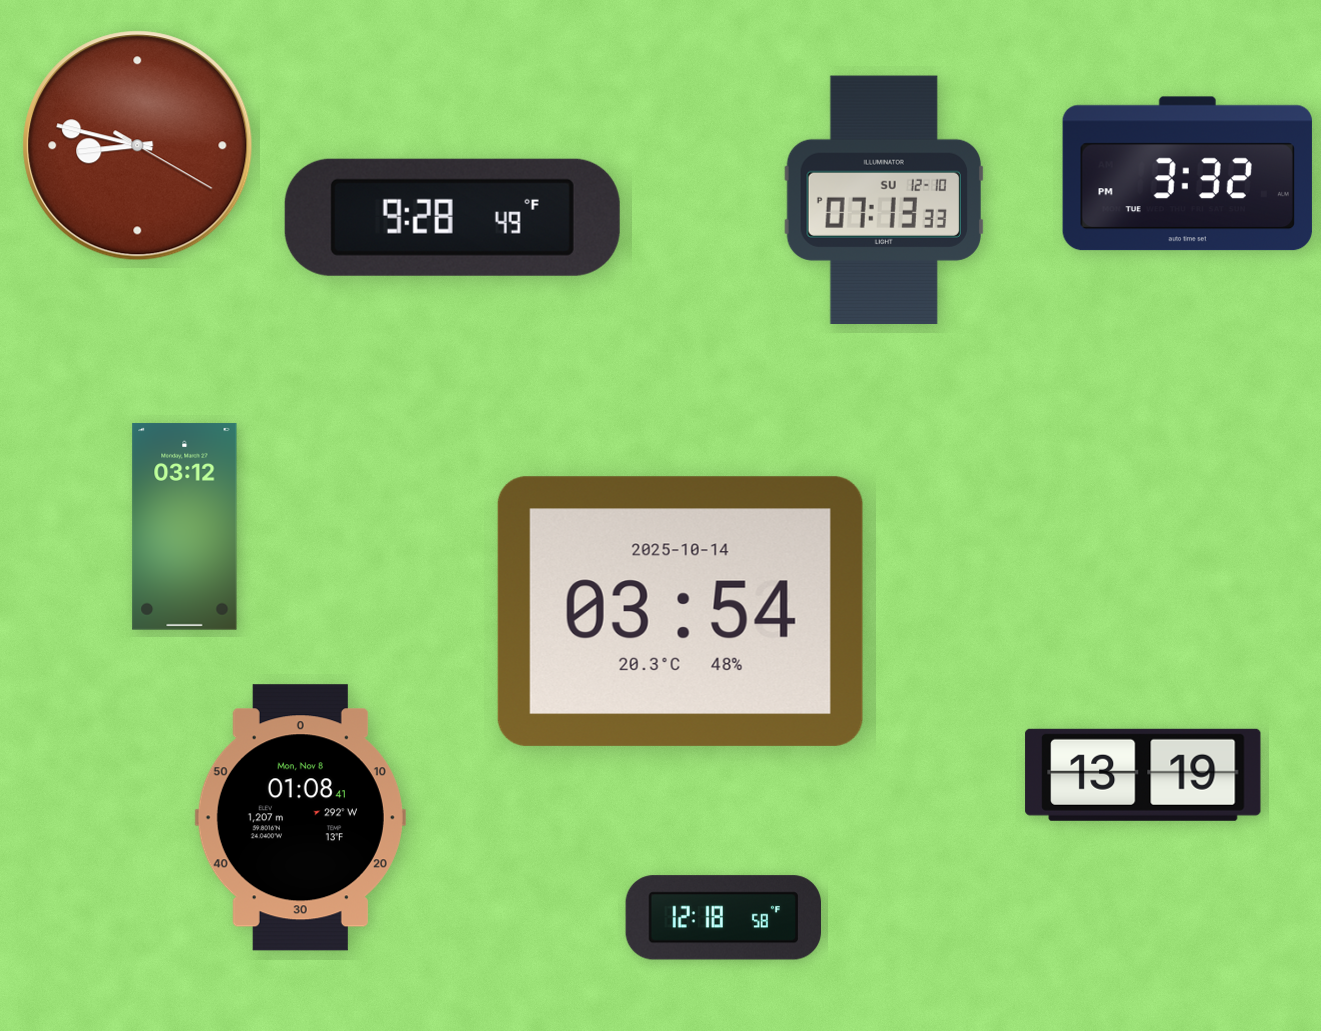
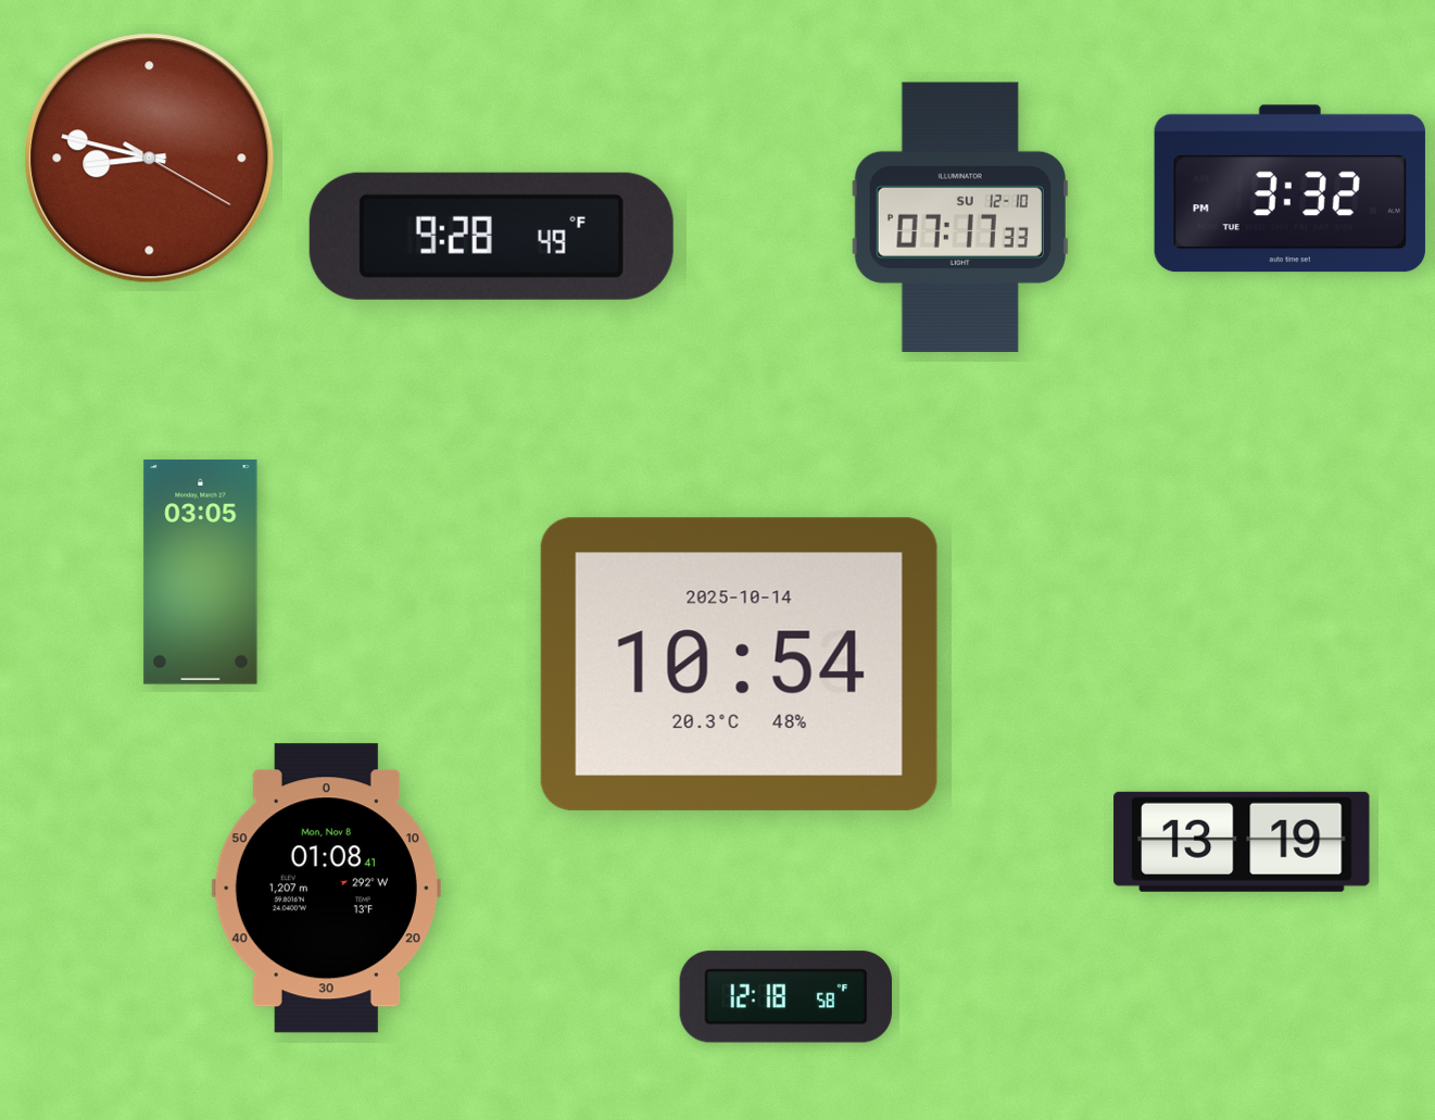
clock at (883, 199): 07:13 -> 07:17
clock at (185, 527): 03:12 -> 03:05
clock at (680, 611): 03:54 -> 10:54
